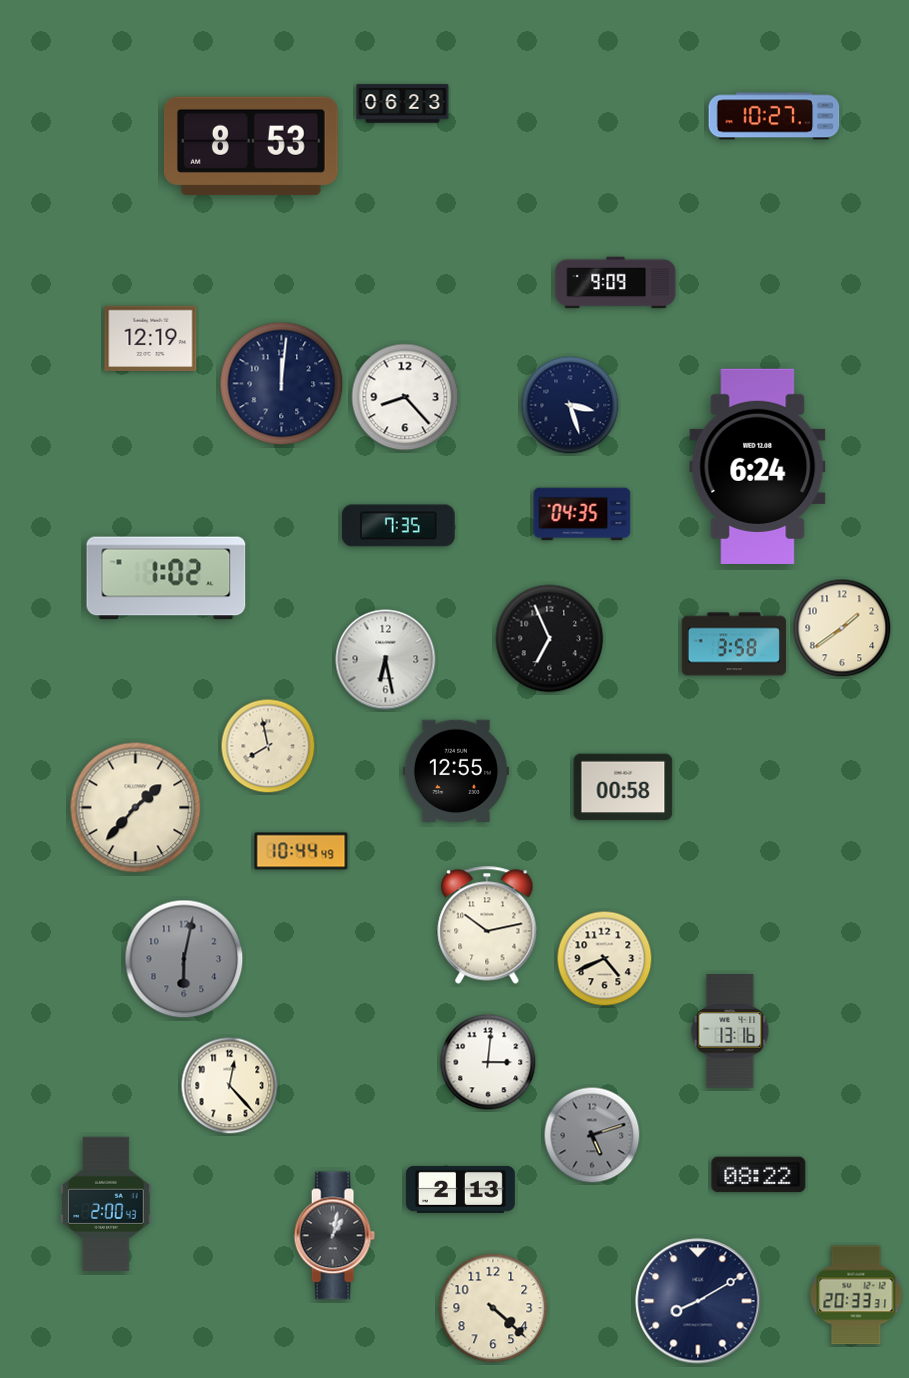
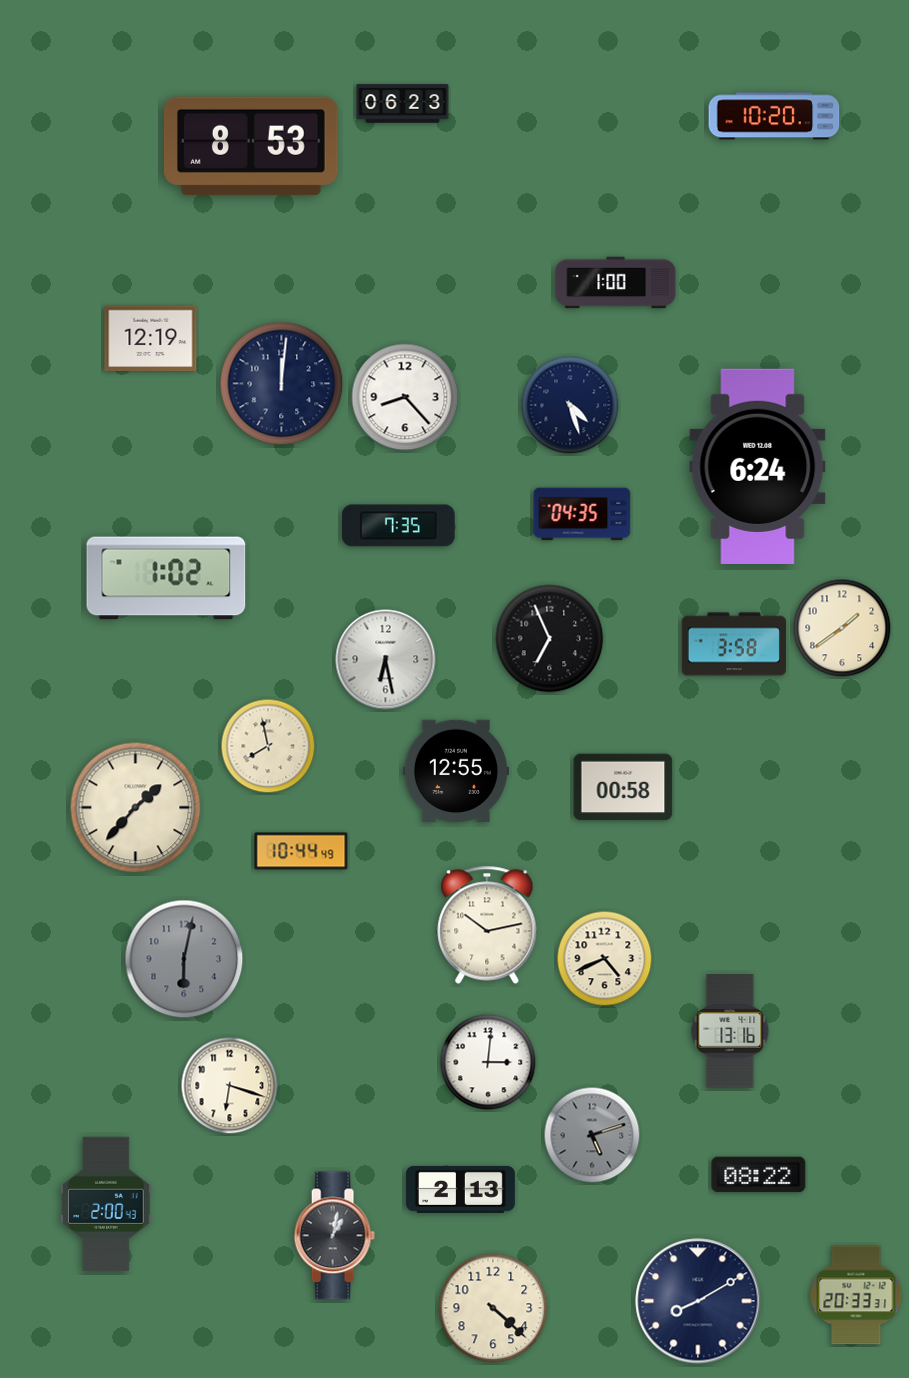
clock at (774, 116): 10:27 -> 10:20
clock at (616, 283): 9:09 -> 1:00
clock at (570, 405): 3:27 -> 4:27
clock at (230, 1086): 12:23 -> 6:18
